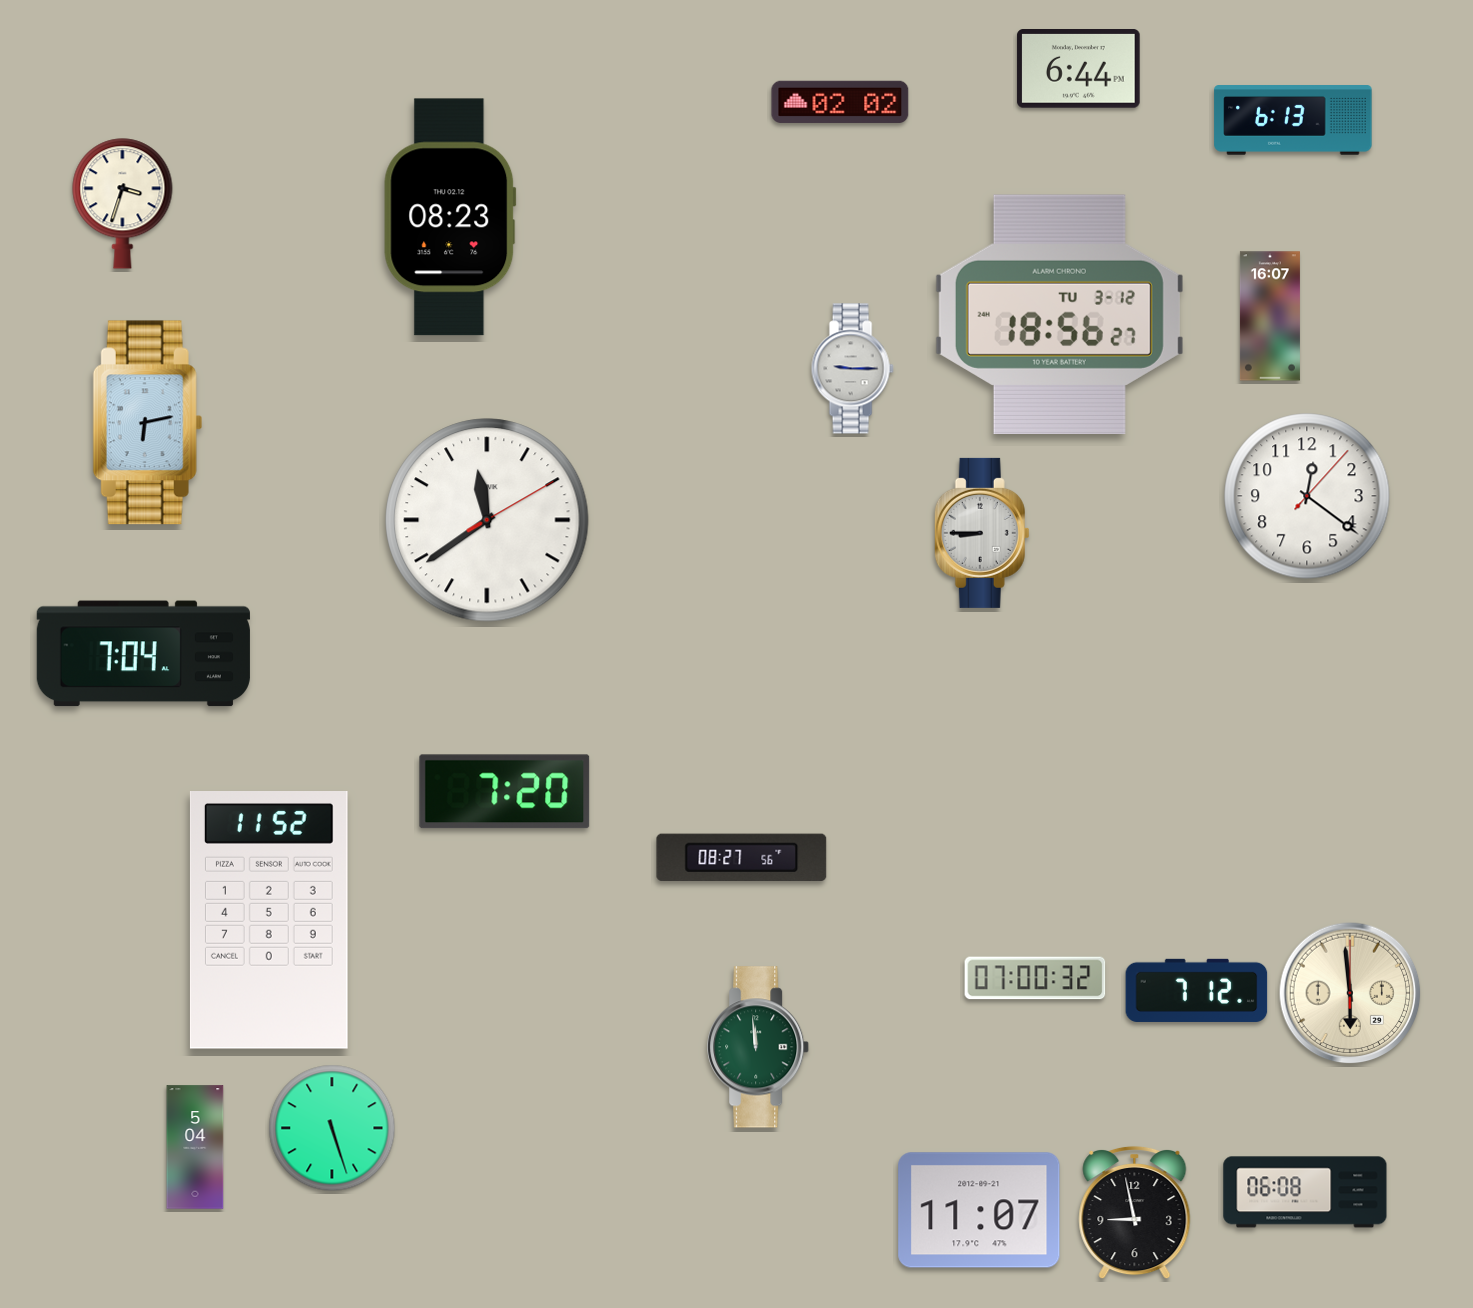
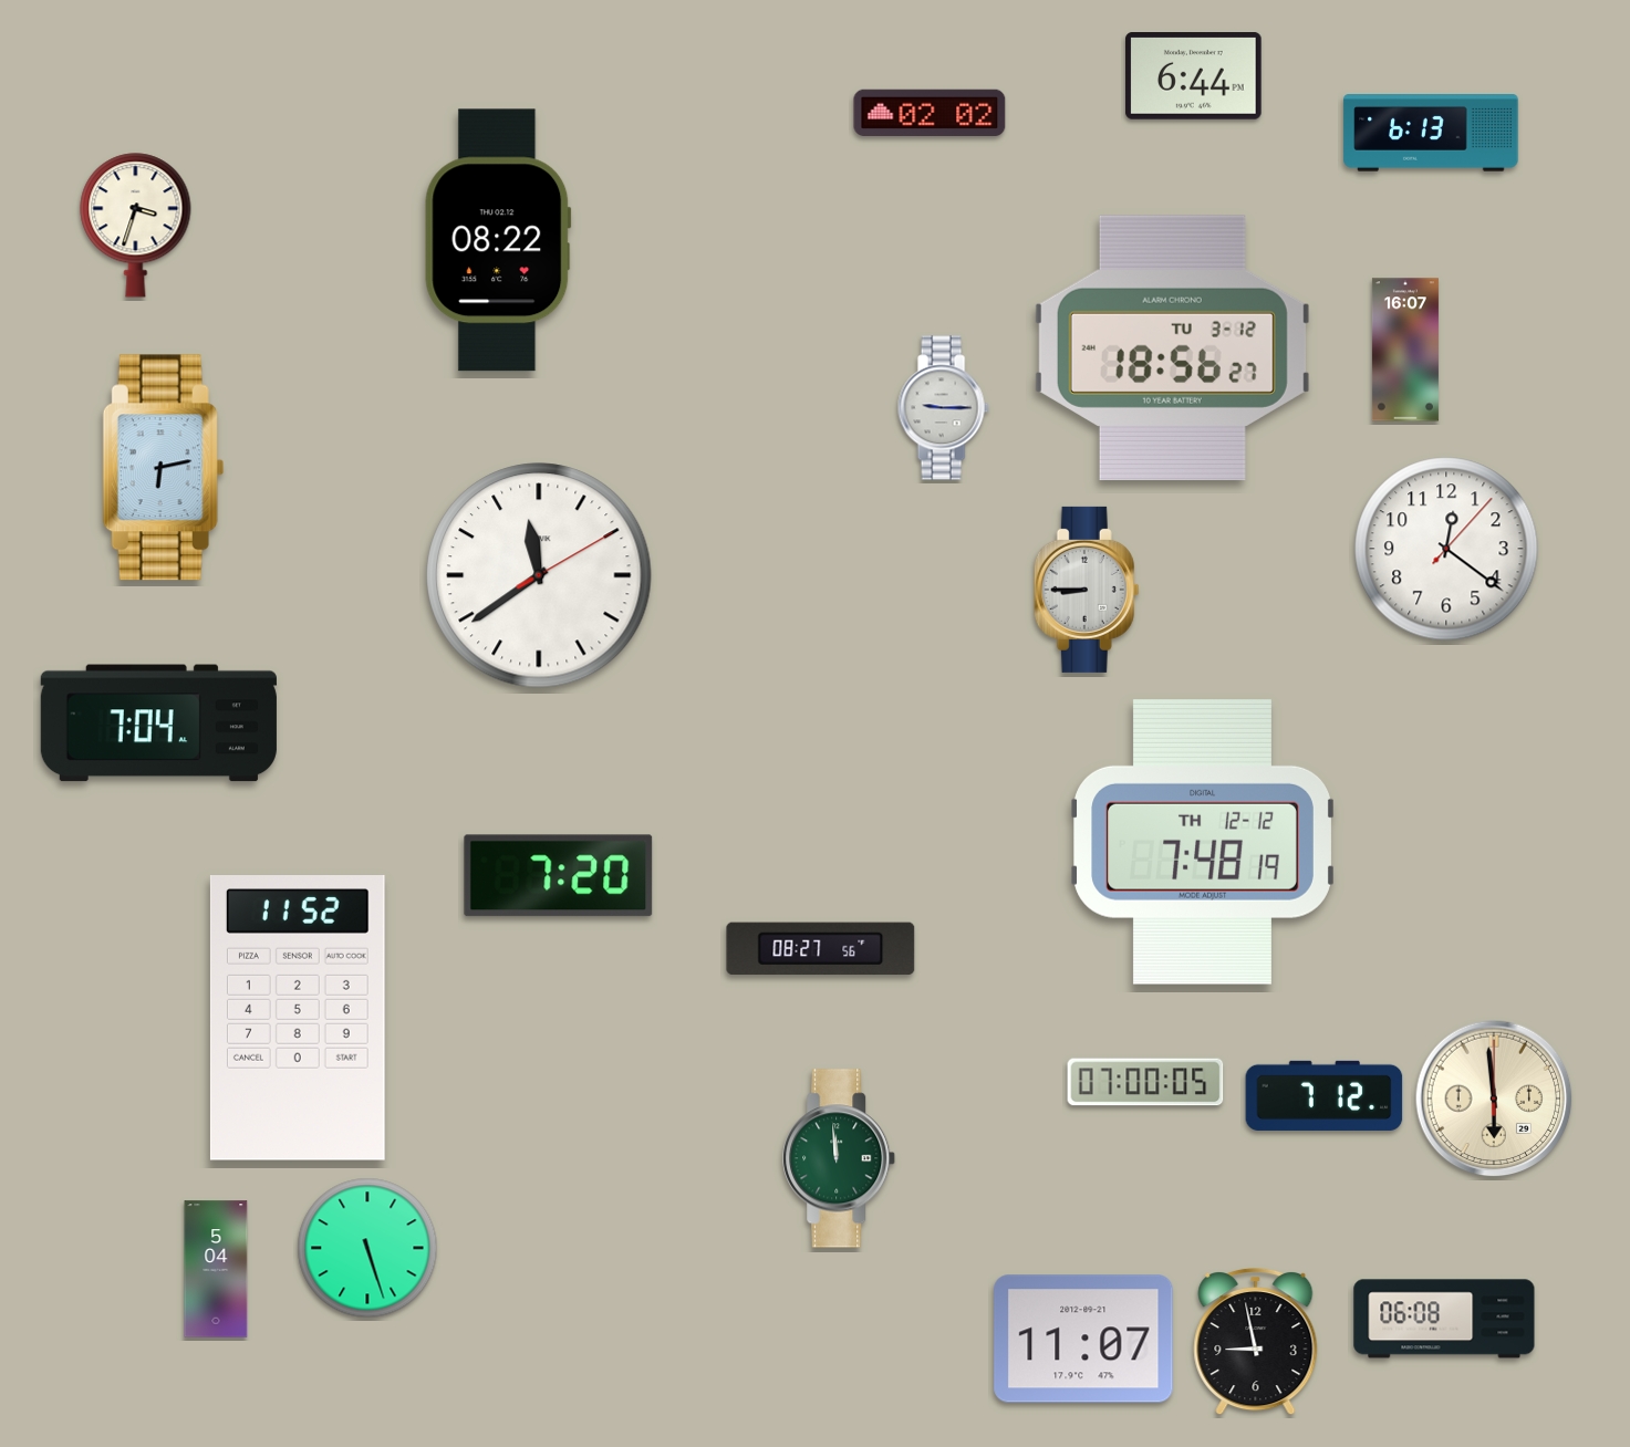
clock at (450, 217): 08:23 -> 08:22
clock at (1203, 842): none -> 7:48
clock at (1035, 978): 07:00:32 -> 07:00:05
